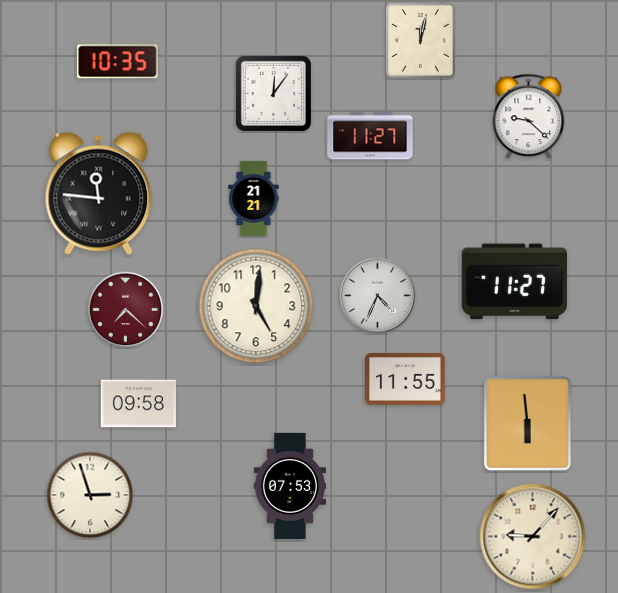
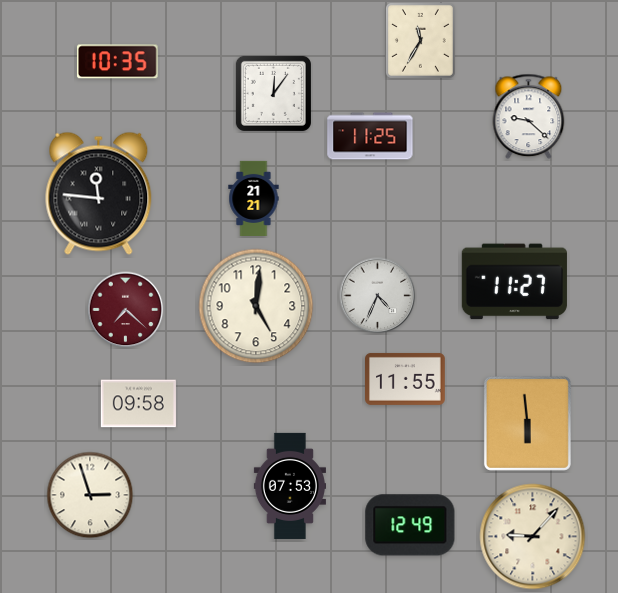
clock at (420, 40): 12:02 -> 11:35
clock at (370, 136): 11:27 -> 11:25
clock at (410, 525): none -> 12:49
